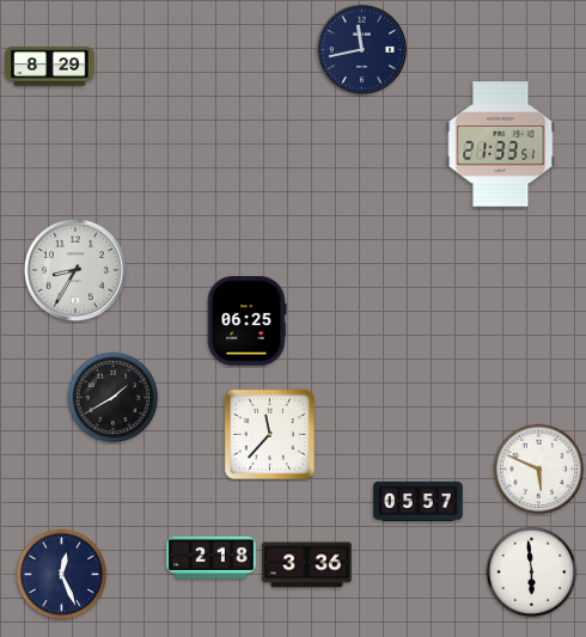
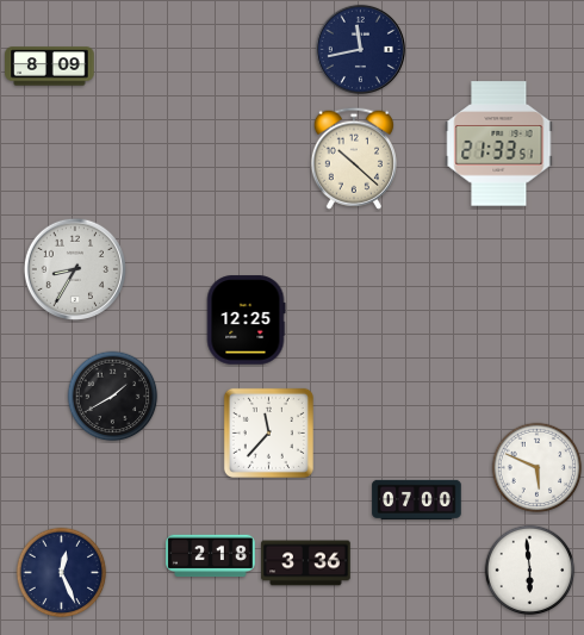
clock at (50, 67): 8:29 -> 8:09
clock at (354, 158): none -> 10:22
clock at (246, 321): 06:25 -> 12:25
clock at (419, 501): 05:57 -> 07:00
